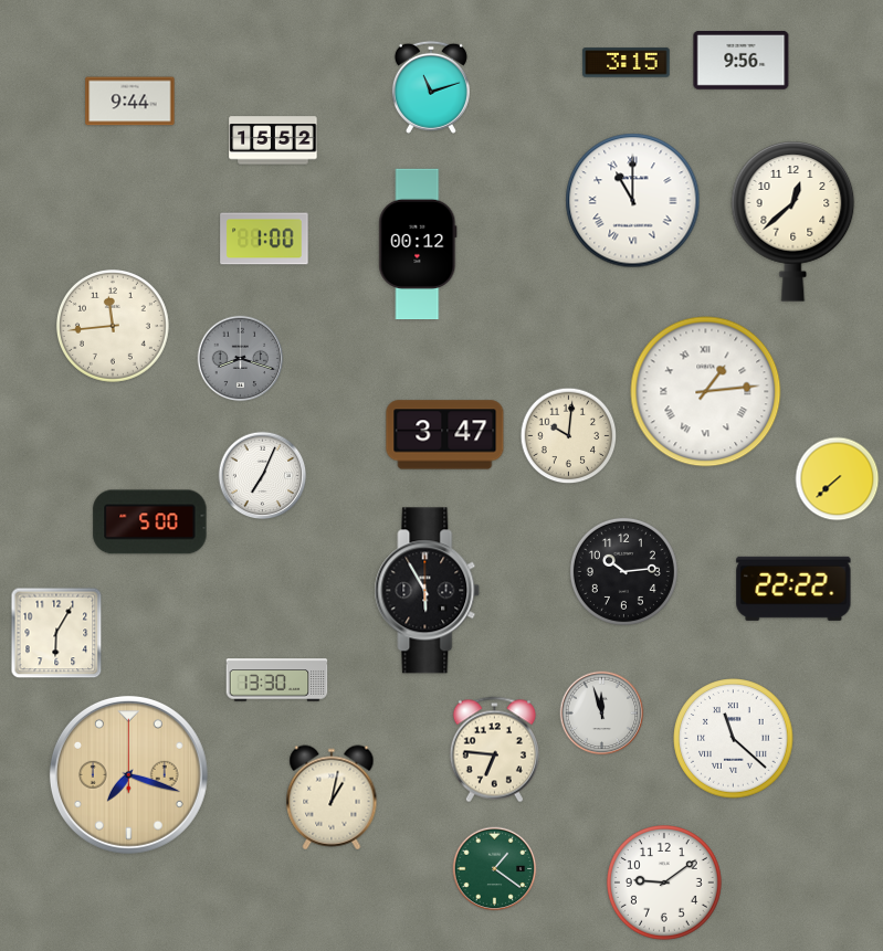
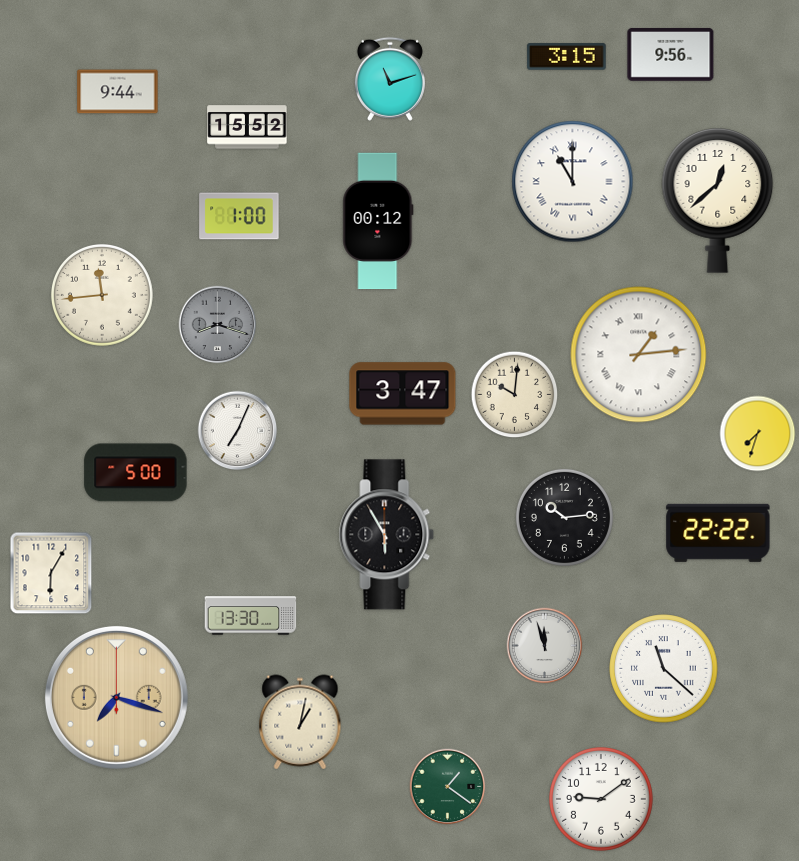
clock at (838, 479): 7:38 -> 7:33
clock at (494, 750): 6:46 -> none
clock at (128, 774) position: (128, 774) -> (116, 697)
